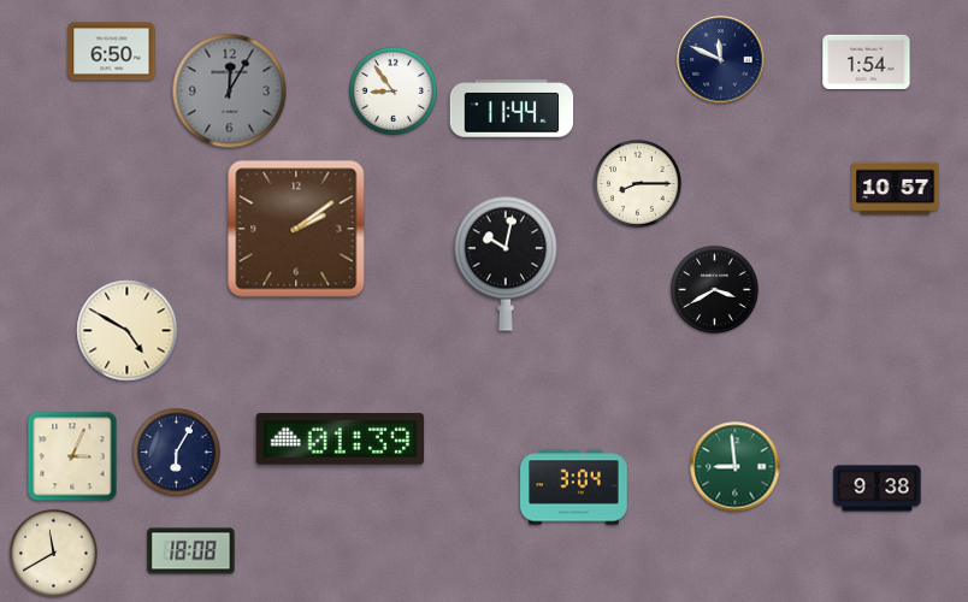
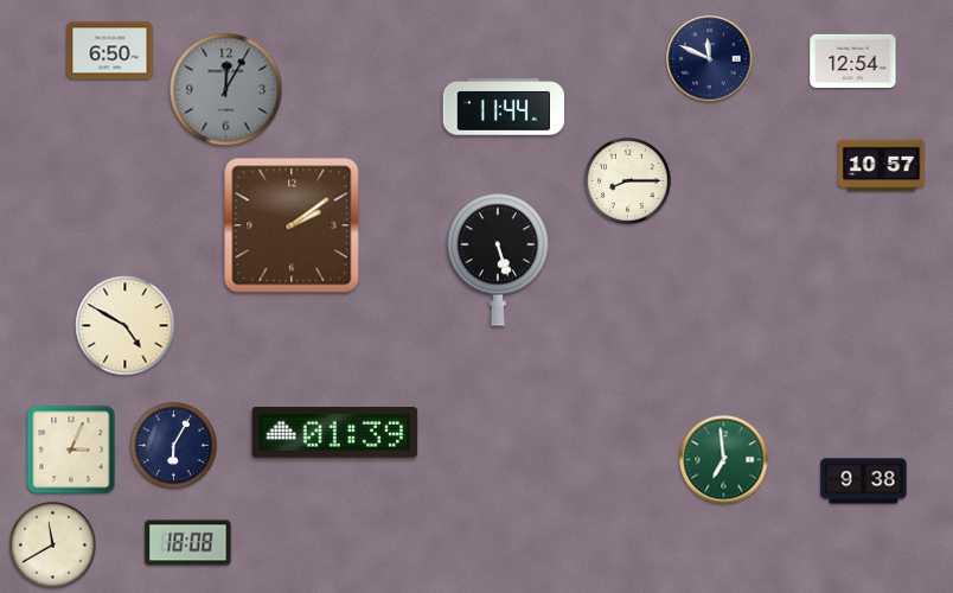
clock at (867, 61): 1:54 -> 12:54
clock at (392, 90): 8:54 -> none
clock at (896, 189) position: (896, 189) -> (882, 166)
clock at (506, 264): 10:02 -> 5:27
clock at (714, 289): 3:40 -> none
clock at (736, 467): 8:59 -> 6:59
clock at (574, 488): 3:04 -> none
